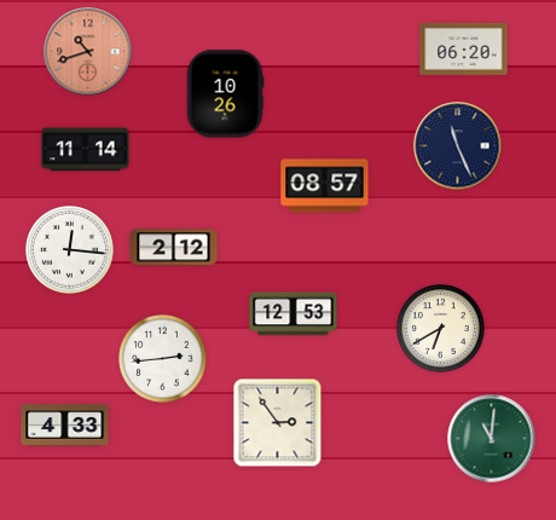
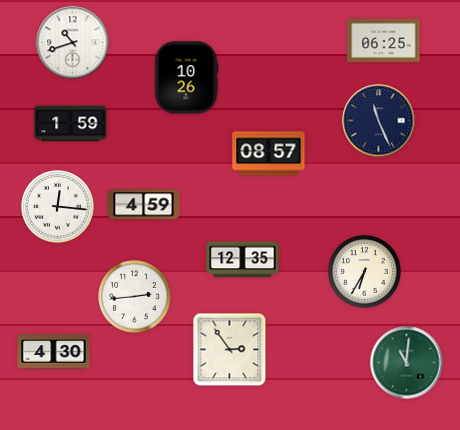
clock at (464, 48): 06:20 -> 06:25
clock at (88, 52) dial: salmon -> white
clock at (86, 150): 11:14 -> 1:59
clock at (174, 248): 2:12 -> 4:59
clock at (294, 314): 12:53 -> 12:35
clock at (441, 329): 6:40 -> 6:35
clock at (65, 426): 4:33 -> 4:30
